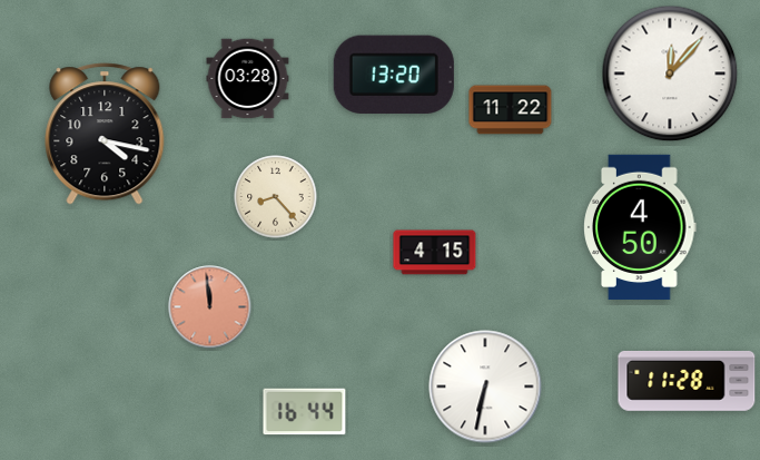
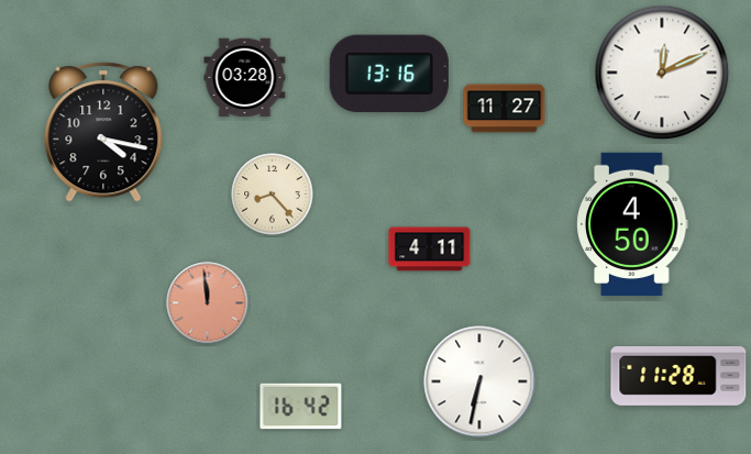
clock at (394, 74): 13:20 -> 13:16
clock at (670, 74): 12:07 -> 12:11
clock at (511, 110): 11:22 -> 11:27
clock at (435, 253): 4:15 -> 4:11
clock at (305, 412): 16:44 -> 16:42
